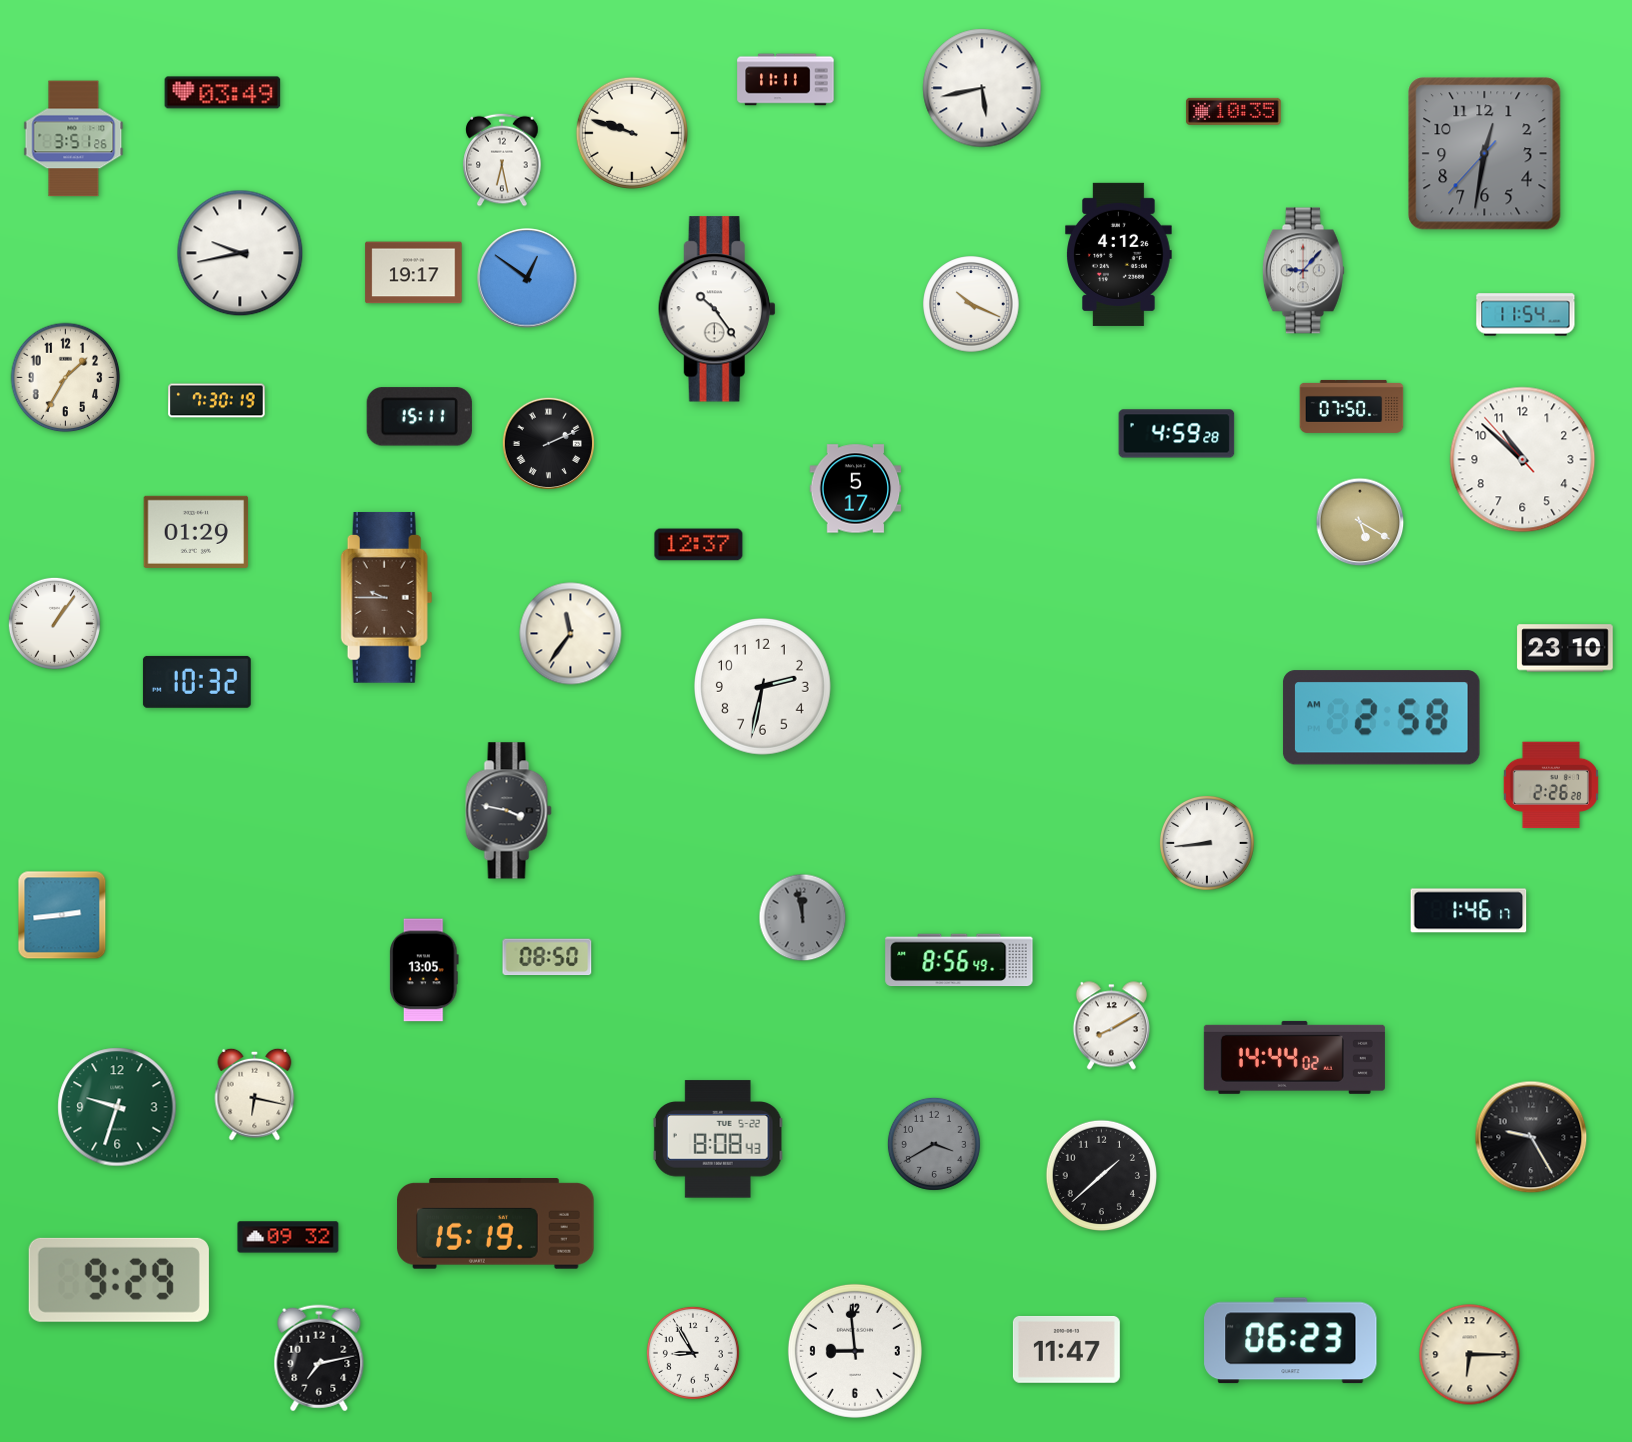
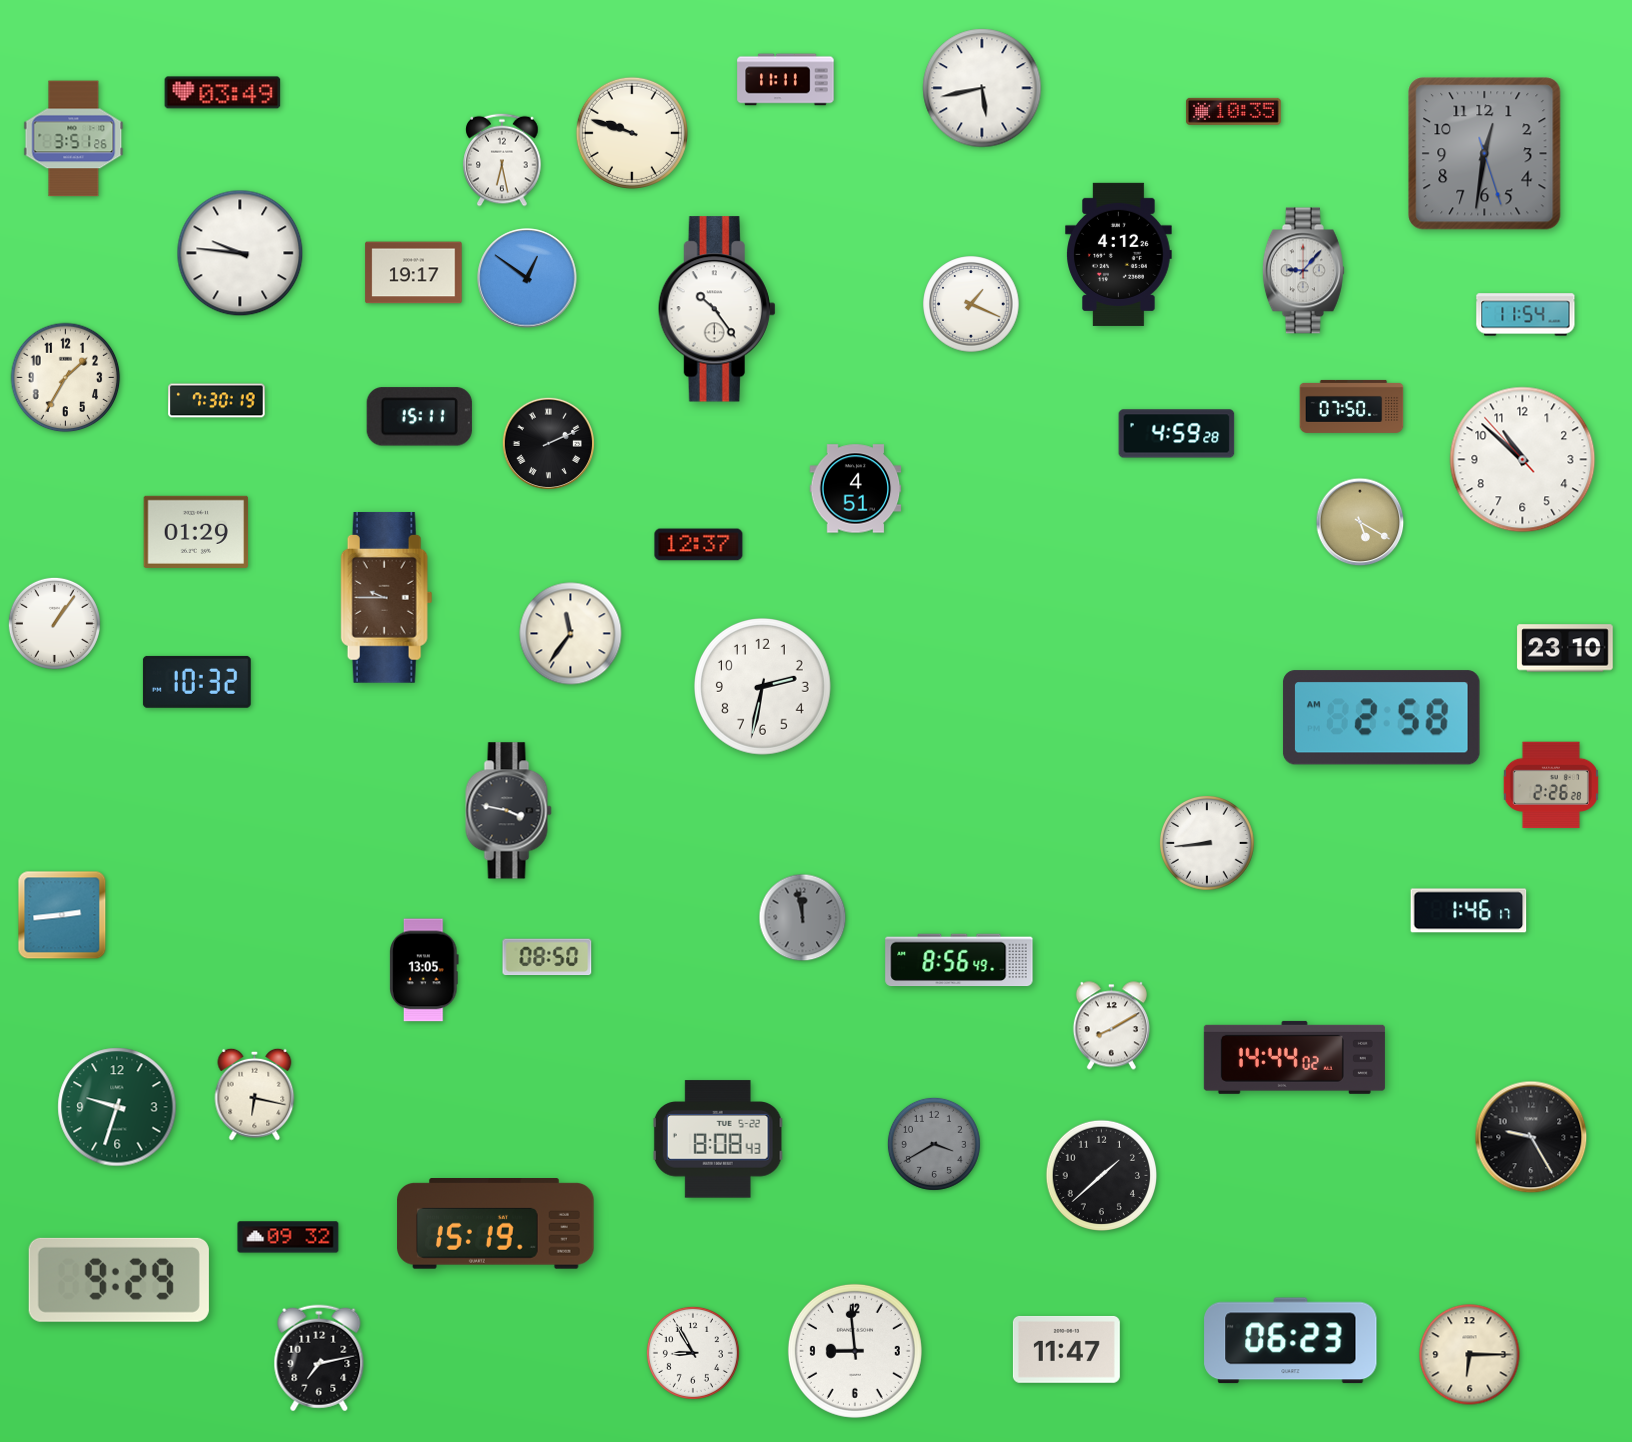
clock at (1485, 154): 12:31:37 -> 12:31:27
clock at (240, 253): 9:43 -> 9:46
clock at (971, 304): 10:19 -> 1:19
clock at (856, 489): 5:17 -> 4:51
